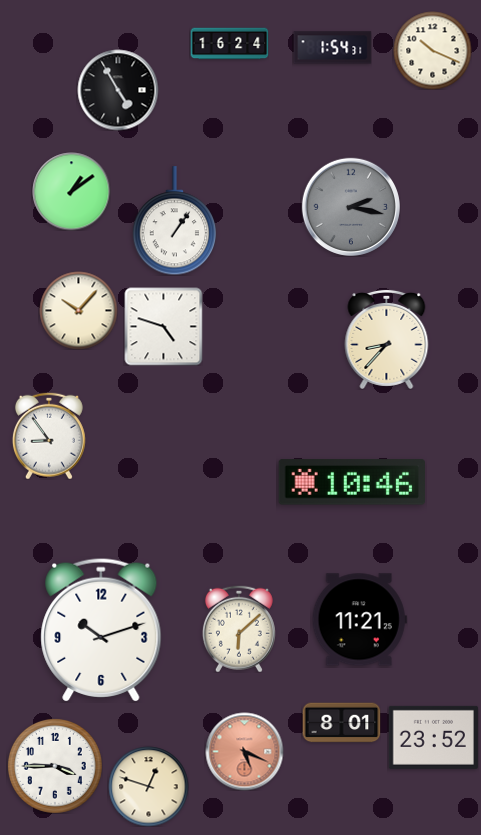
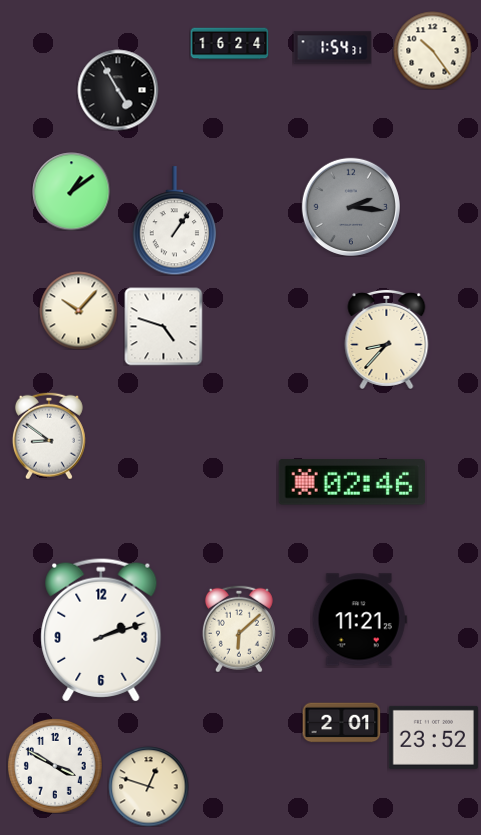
clock at (432, 50): 10:19 -> 10:24
clock at (351, 207): 2:17 -> 2:16
clock at (49, 436): 8:54 -> 8:51
clock at (351, 482): 10:46 -> 02:46
clock at (101, 630): 10:12 -> 2:12
clock at (341, 723): 8:01 -> 2:01
clock at (244, 751): 5:19 -> none
clock at (55, 766): 3:45 -> 3:50
